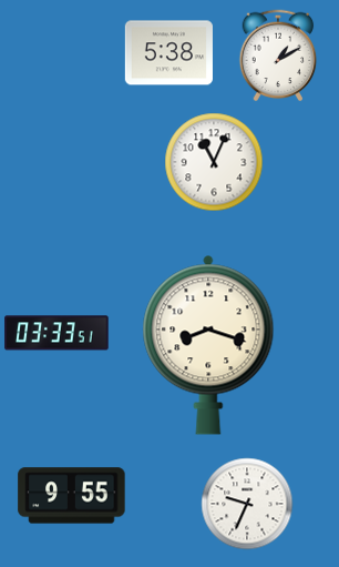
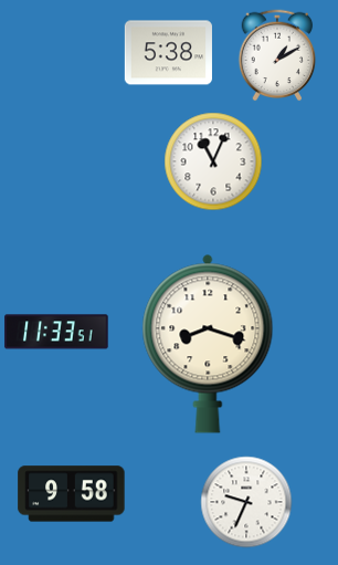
clock at (56, 333): 03:33 -> 11:33
clock at (72, 496): 9:55 -> 9:58
